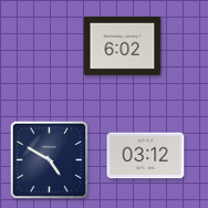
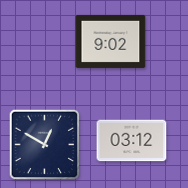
clock at (123, 45): 6:02 -> 9:02
clock at (50, 160): 4:50 -> 12:50
